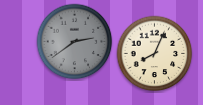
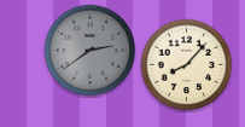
clock at (155, 54): 8:04 -> 8:07
